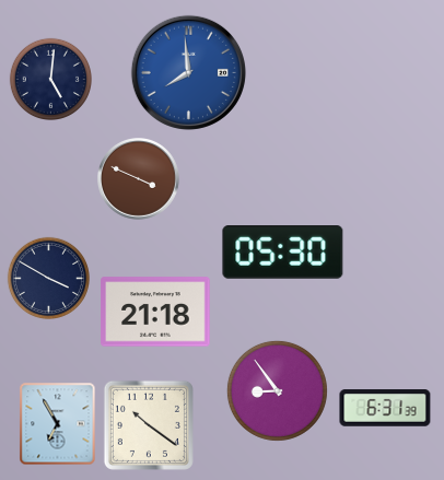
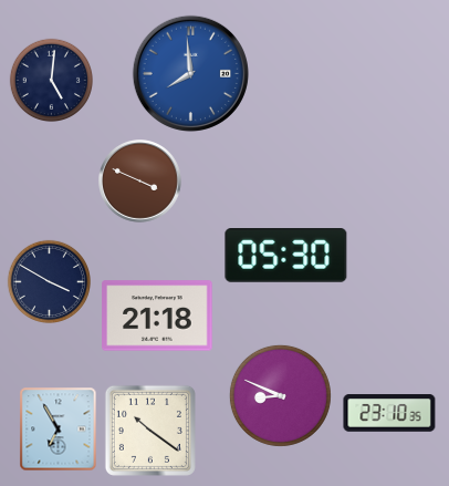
clock at (277, 390): 8:54 -> 8:49
clock at (385, 408): 6:31 -> 23:10
